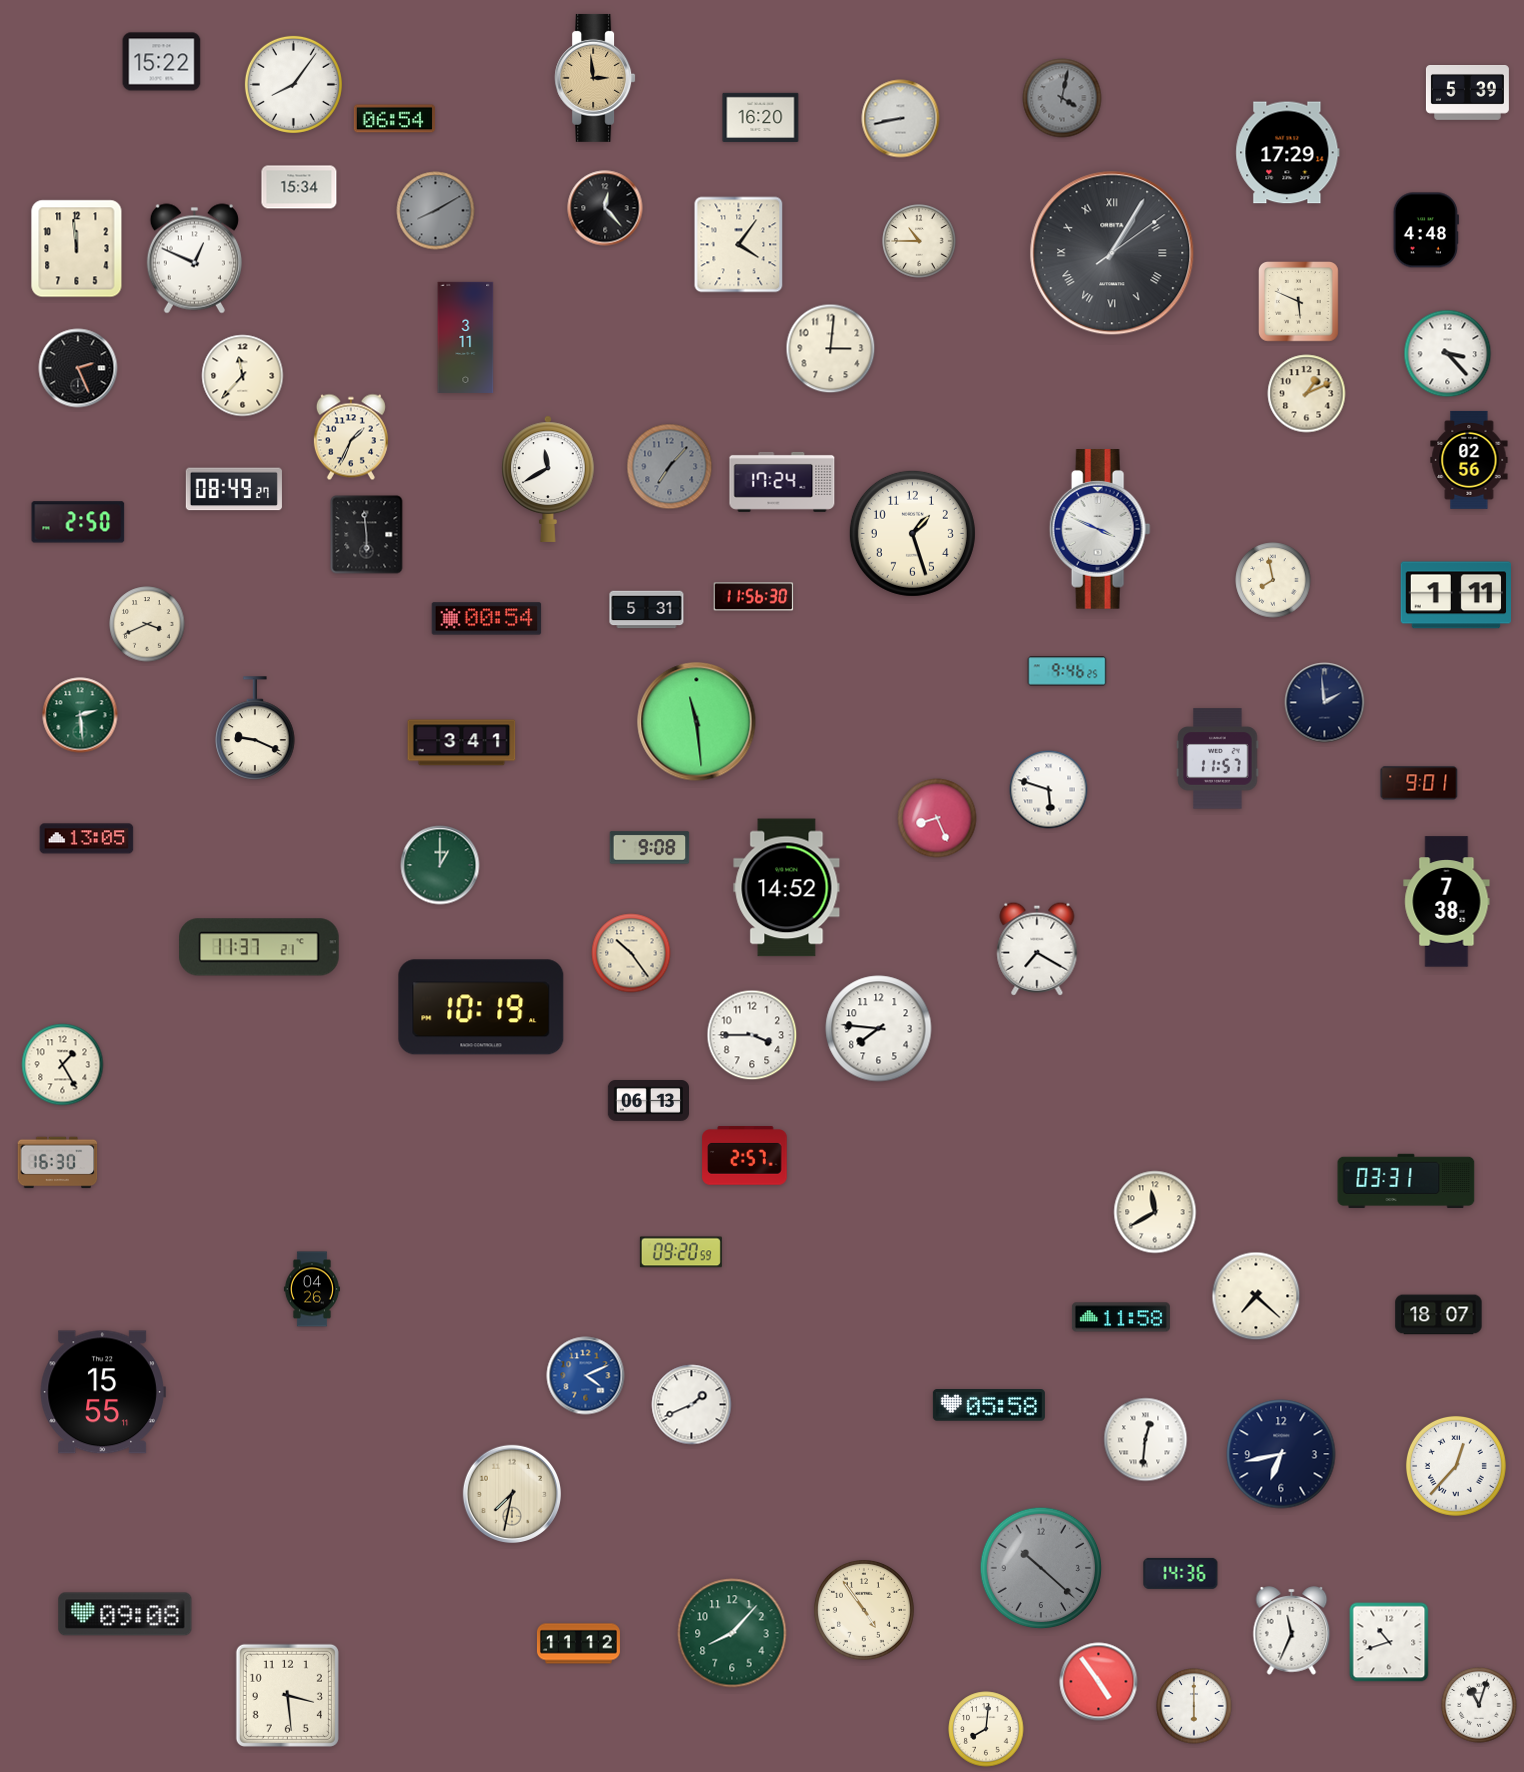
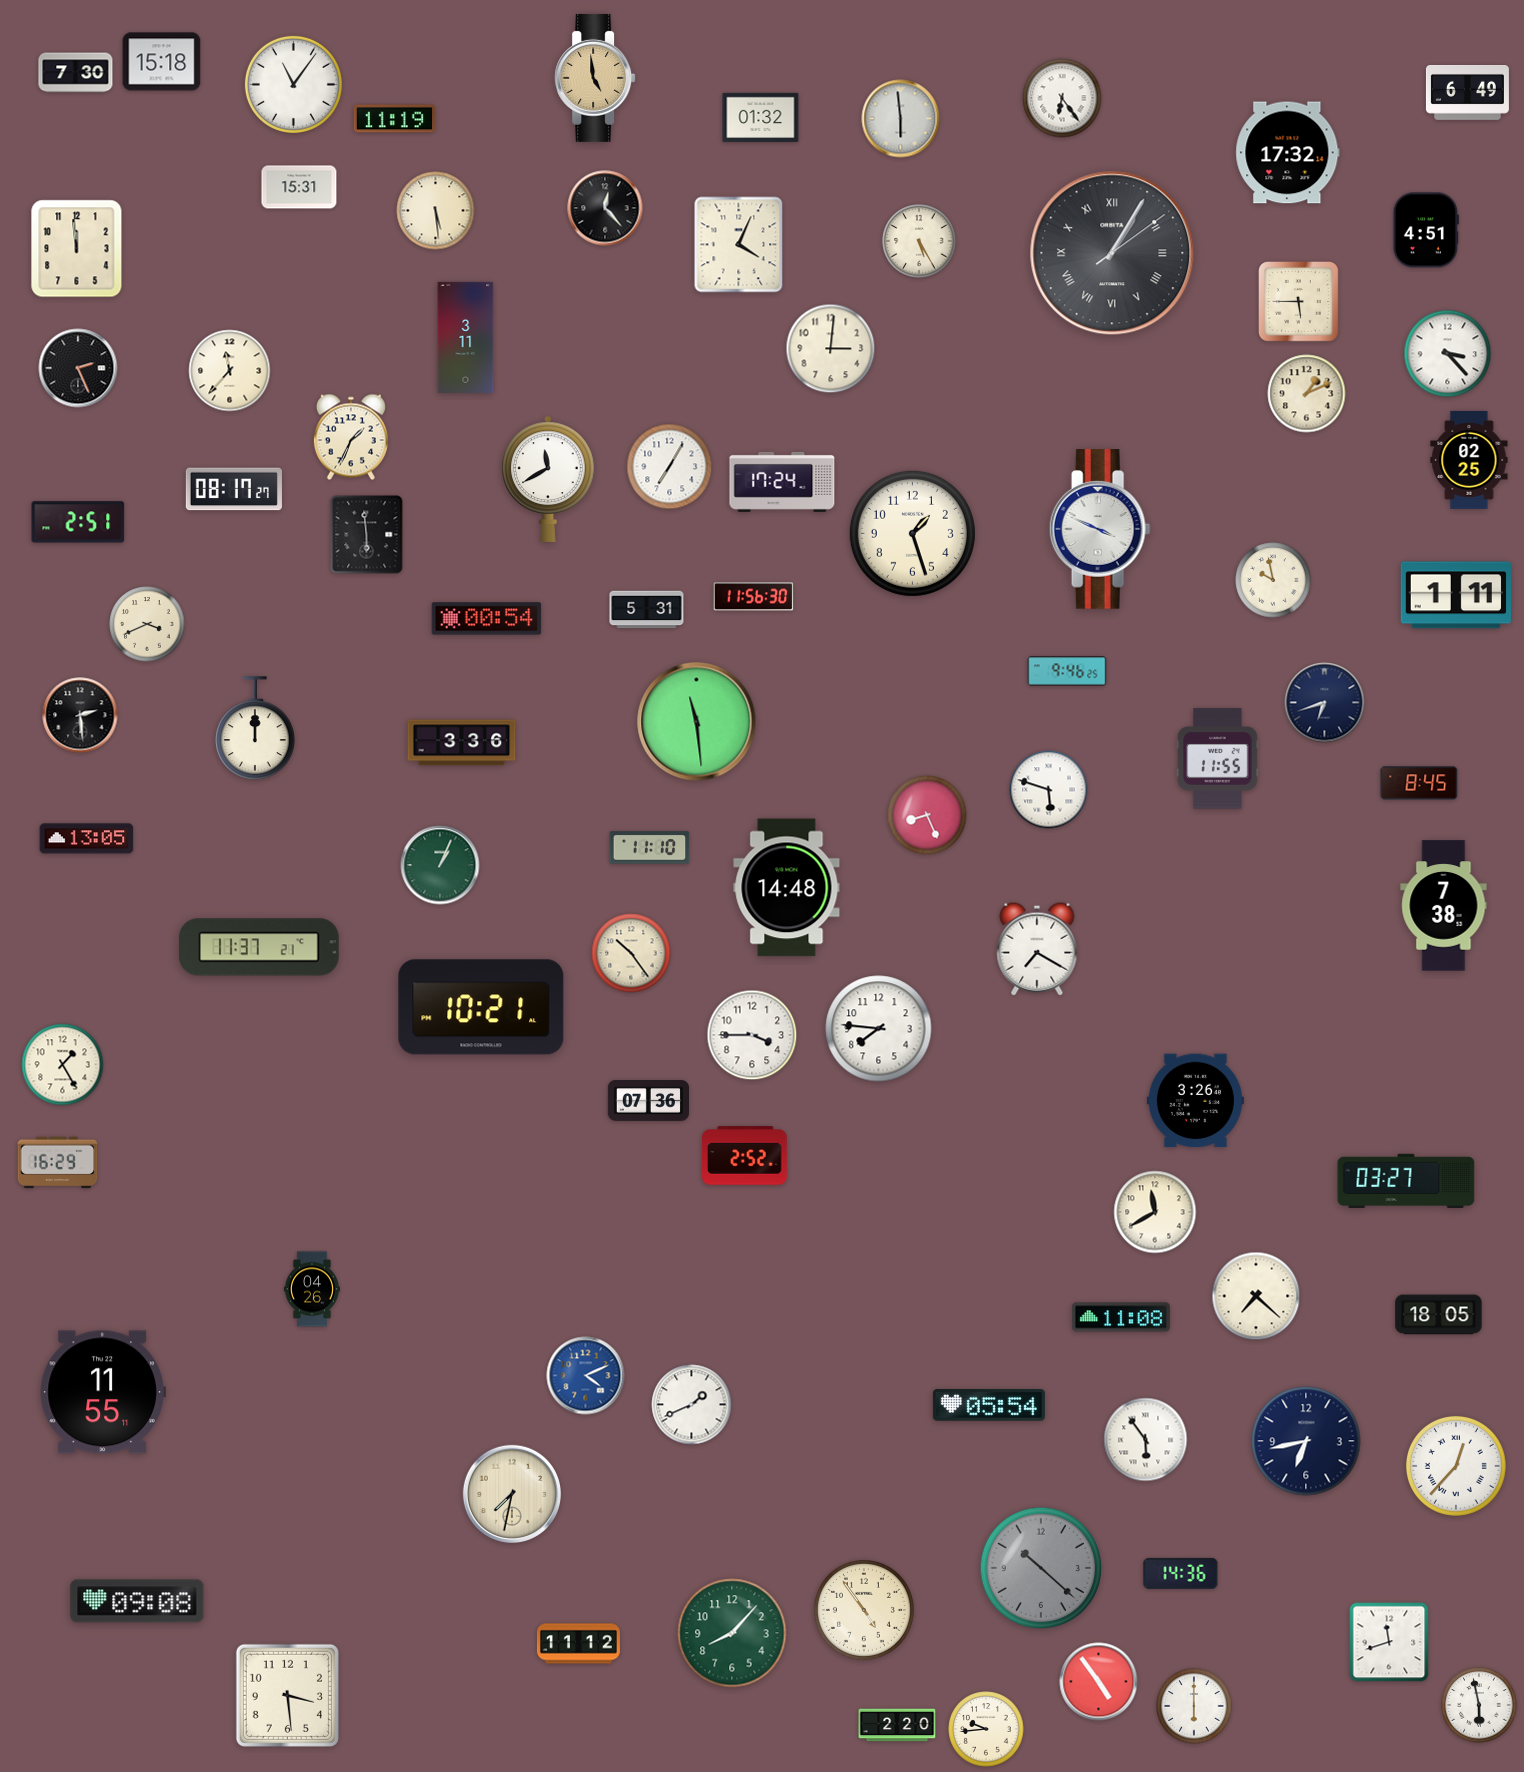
clock at (162, 62): 15:22 -> 15:18
clock at (76, 73): none -> 7:30
clock at (595, 78): 2:59 -> 4:59
clock at (293, 84): 8:06 -> 11:06
clock at (1467, 93): 5:39 -> 6:49
clock at (1062, 98): 4:02 -> 6:24
clock at (1062, 98) dial: grey -> white
clock at (761, 117): 16:20 -> 01:32
clock at (394, 119): 06:54 -> 11:19
clock at (901, 119): 8:43 -> 5:59
clock at (1288, 153): 17:29 -> 17:32
clock at (299, 187): 15:34 -> 15:31
clock at (436, 211): 8:10 -> 5:29
clock at (436, 211) dial: grey -> cream
clock at (1426, 230): 4:48 -> 4:51
clock at (919, 241): 10:45 -> 5:25
clock at (739, 245): 4:06 -> 4:04
clock at (194, 259): 12:49 -> none
clock at (1299, 302): 5:49 -> 5:45
clock at (243, 376) position: (243, 376) -> (230, 371)
clock at (1469, 460): 02:56 -> 02:25
clock at (670, 467): 7:07 -> 7:05
clock at (670, 467) dial: grey -> white
clock at (234, 489): 08:49 -> 08:17
clock at (78, 522): 2:50 -> 2:51
clock at (1273, 580): 7:58 -> 9:58
clock at (1325, 703): 1:59 -> 6:42
clock at (80, 715) dial: green -> black
clock at (255, 728): 9:19 -> 12:00
clock at (462, 743): 3:41 -> 3:36
clock at (1218, 759): 11:57 -> 11:55
clock at (1419, 783): 9:01 -> 8:45
clock at (937, 818) position: (937, 818) -> (927, 815)
clock at (650, 848): 9:08 -> 11:10
clock at (440, 865): 1:00 -> 1:04
clock at (787, 888): 14:52 -> 14:48
clock at (1447, 902) position: (1447, 902) -> (1444, 906)
clock at (481, 1007): 10:19 -> 10:21
clock at (648, 1101): 06:13 -> 07:36
clock at (1195, 1101): none -> 3:26
clock at (745, 1156): 2:57 -> 2:52
clock at (58, 1163): 16:30 -> 16:29
clock at (1406, 1181): 03:31 -> 03:27
clock at (681, 1252): 09:20 -> none
clock at (1439, 1315): 18:07 -> 18:05
clock at (1121, 1317): 11:58 -> 11:08
clock at (103, 1392): 15:55 -> 11:55
clock at (989, 1405): 05:58 -> 05:54
clock at (1146, 1440): 12:31 -> 5:54
clock at (1281, 1454) position: (1281, 1454) -> (1306, 1441)
clock at (125, 1614) position: (125, 1614) -> (137, 1601)
clock at (1292, 1631): 11:34 -> none
clock at (1389, 1642): 10:42 -> 11:42
clock at (1479, 1705): 11:03 -> 5:58
clock at (897, 1725): none -> 2:20
clock at (986, 1729): 8:01 -> 9:44
